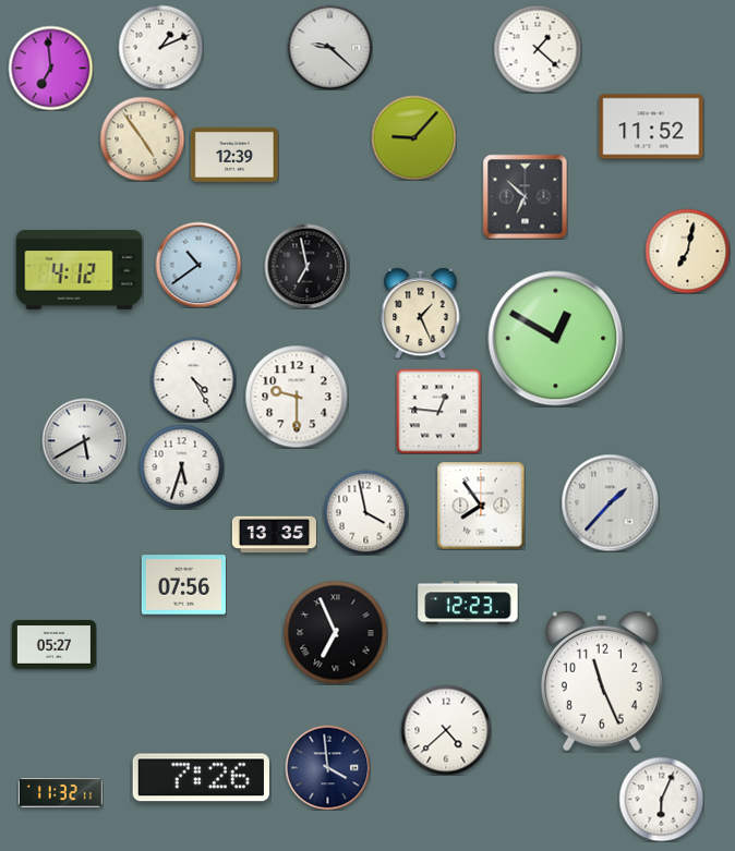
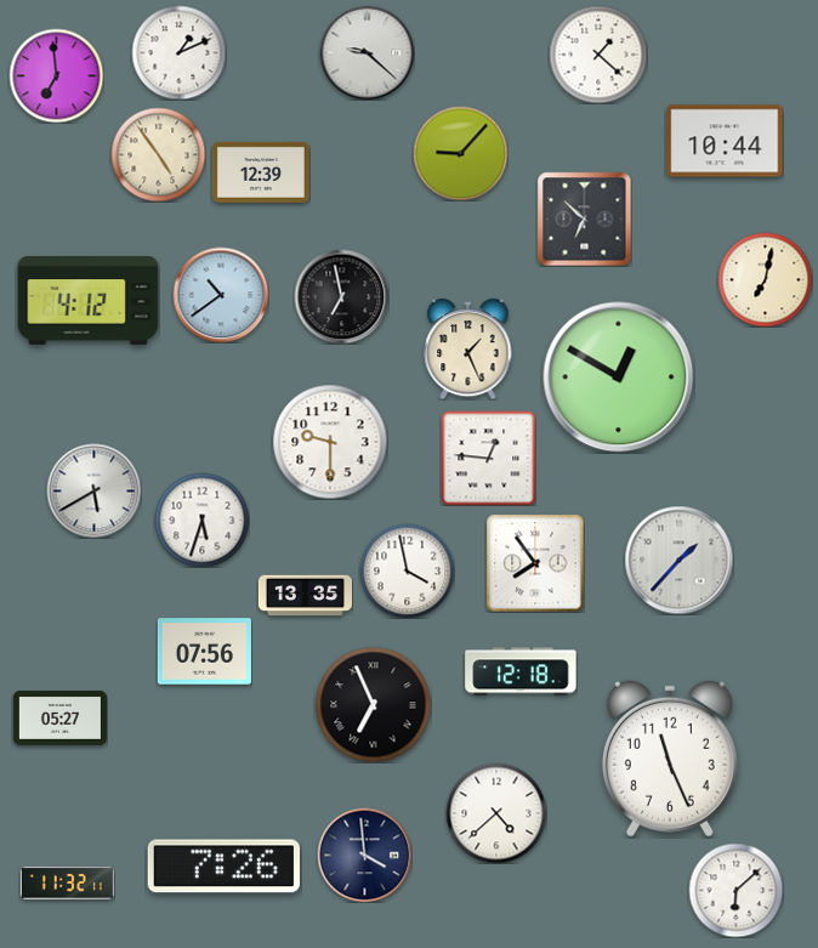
clock at (651, 126): 11:52 -> 10:44
clock at (193, 379): 4:25 -> none
clock at (468, 603): 12:23 -> 12:18
clock at (661, 799): 6:04 -> 6:08
